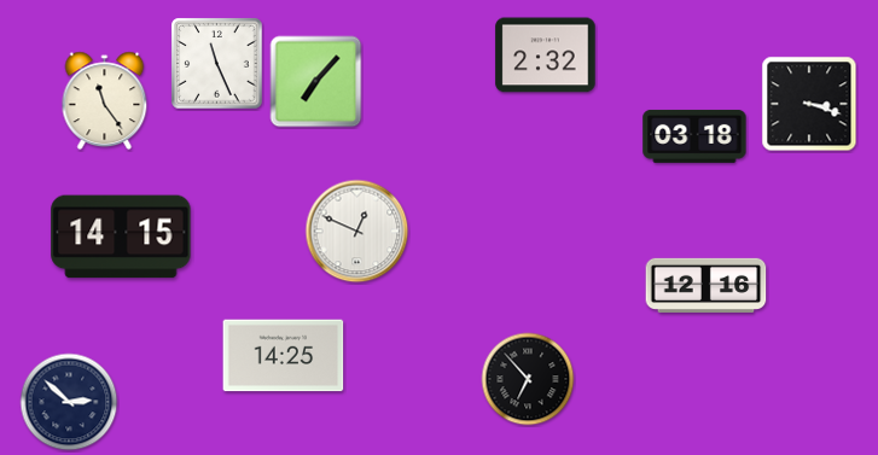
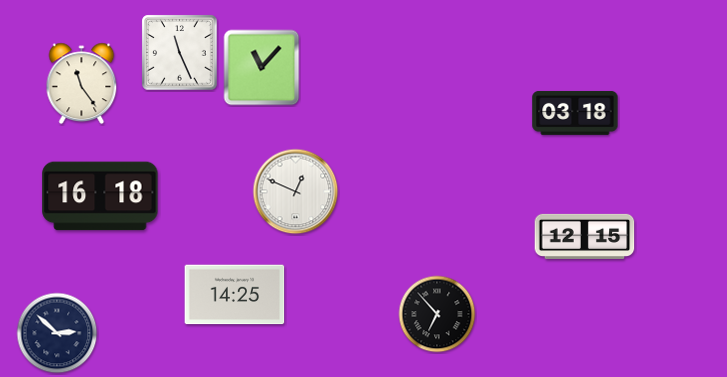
clock at (546, 56): 2:32 -> none
clock at (316, 82): 7:07 -> 11:07
clock at (105, 101) position: (105, 101) -> (82, 84)
clock at (809, 104): 3:18 -> none
clock at (121, 237): 14:15 -> 16:18
clock at (707, 285): 12:16 -> 12:15
